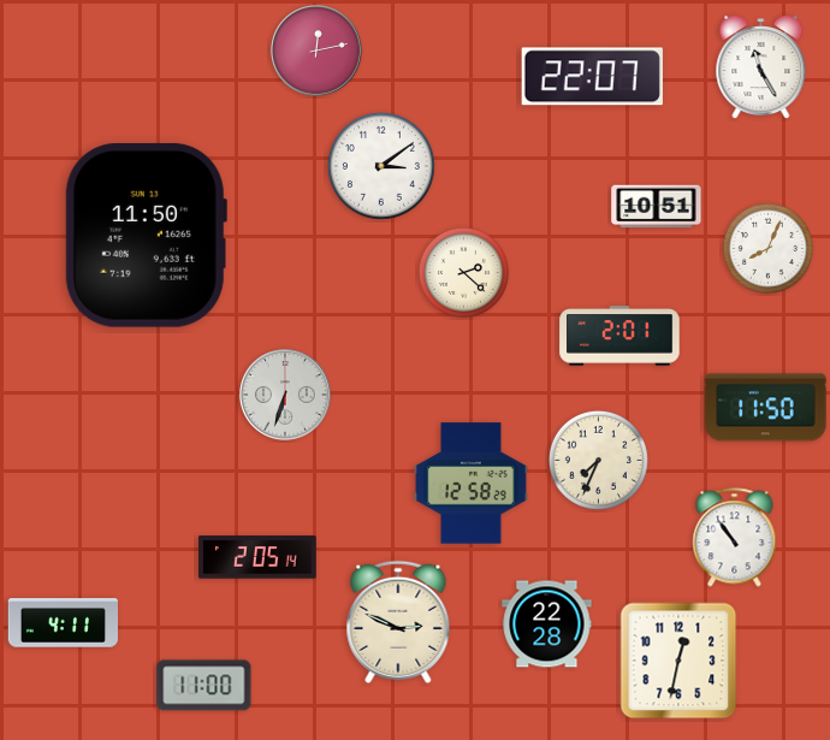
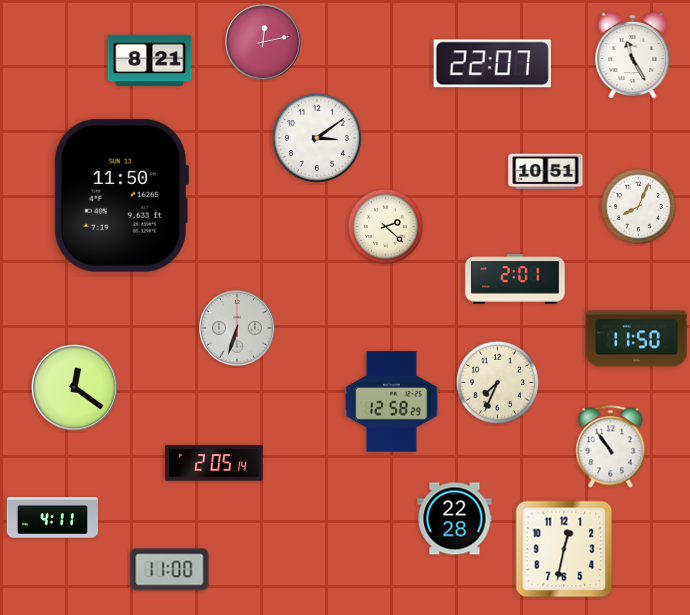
clock at (150, 61): none -> 8:21
clock at (74, 387): none -> 12:21
clock at (398, 622): 2:49 -> none
